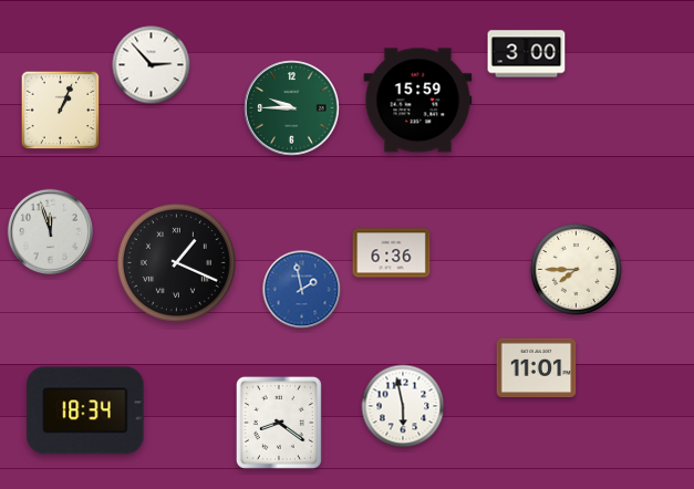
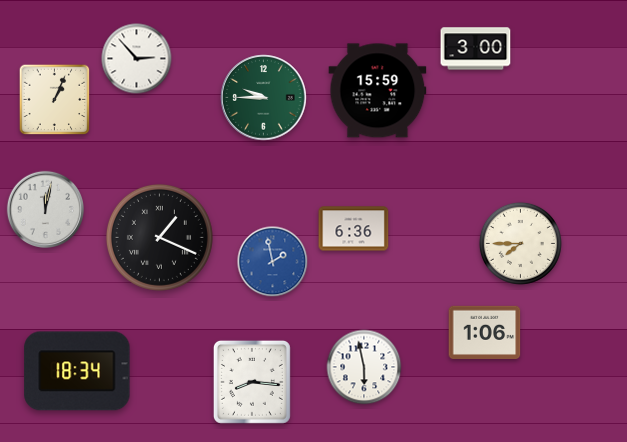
clock at (50, 231): 11:57 -> 12:02
clock at (537, 367): 11:01 -> 1:06
clock at (279, 423): 8:21 -> 8:16
